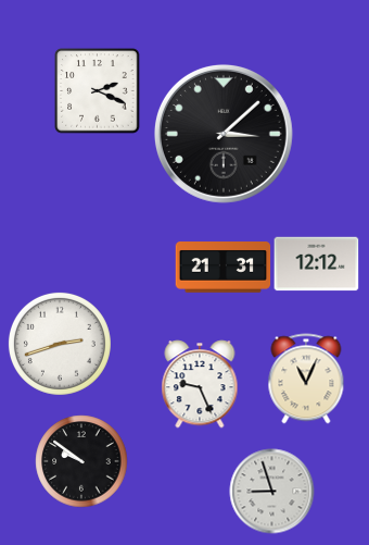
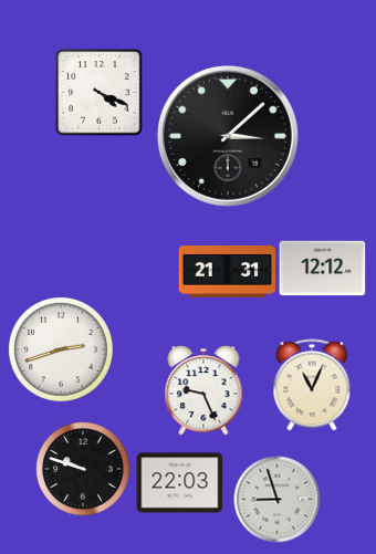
clock at (97, 90): 2:19 -> 4:19
clock at (81, 461): 9:51 -> 9:48
clock at (179, 483): none -> 22:03
